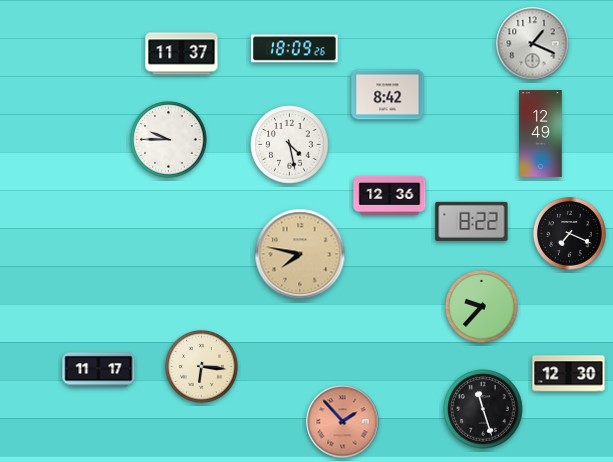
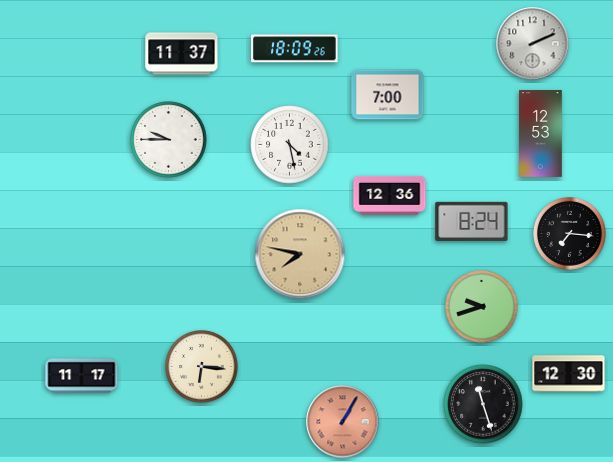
clock at (533, 44): 1:19 -> 2:11
clock at (388, 95): 8:42 -> 7:00
clock at (541, 134): 12:49 -> 12:53
clock at (472, 221): 8:22 -> 8:24
clock at (570, 234): 7:19 -> 7:16
clock at (482, 307): 9:37 -> 9:42
clock at (99, 370) position: (99, 370) -> (82, 376)
clock at (483, 409) position: (483, 409) -> (483, 404)
clock at (343, 422): 1:53 -> 1:05
